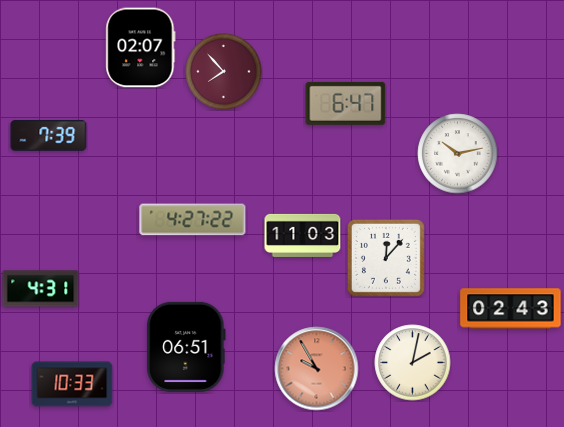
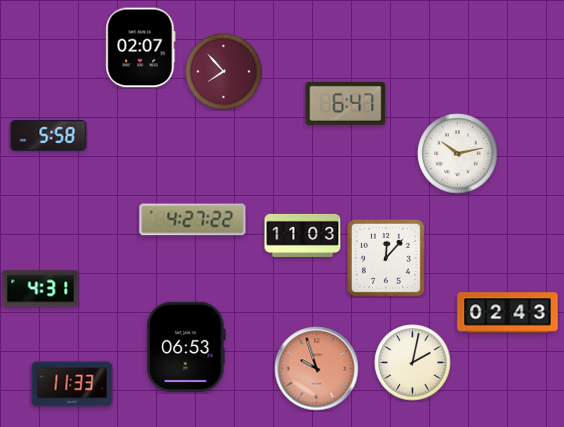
clock at (49, 136): 7:39 -> 5:58
clock at (511, 309) position: (511, 309) -> (508, 313)
clock at (186, 347): 06:51 -> 06:53
clock at (317, 369): 9:55 -> 9:57
clock at (72, 384): 10:33 -> 11:33
